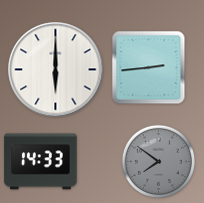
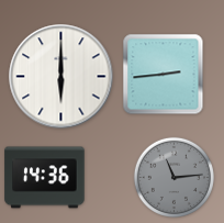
clock at (158, 161): 7:51 -> 11:14
clock at (41, 162): 14:33 -> 14:36
